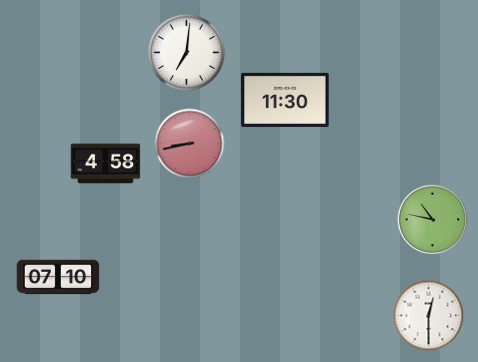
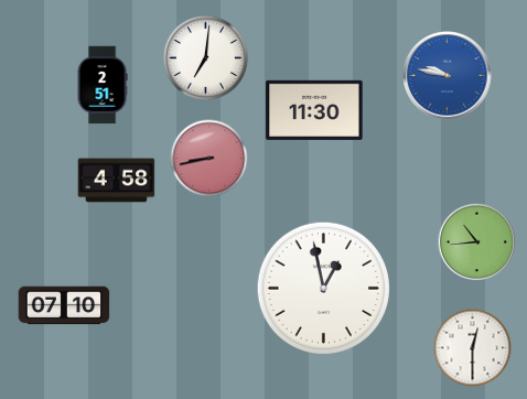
clock at (448, 76): none -> 9:47
clock at (103, 85): none -> 2:51
clock at (433, 220): 10:47 -> 10:44
clock at (323, 288): none -> 12:58
